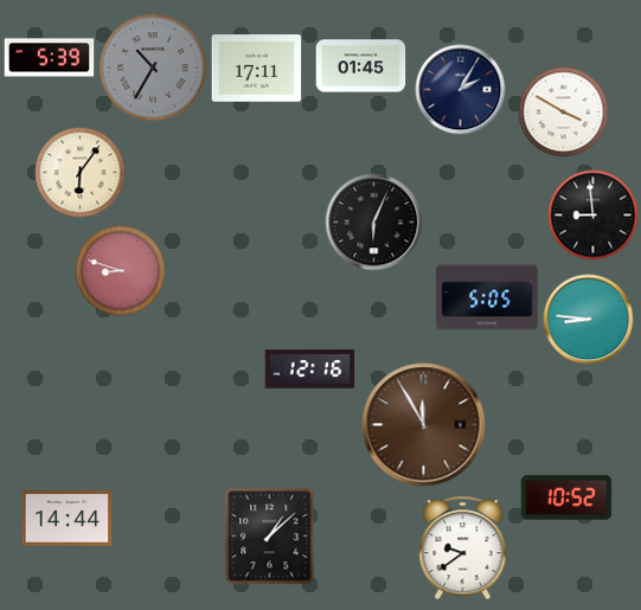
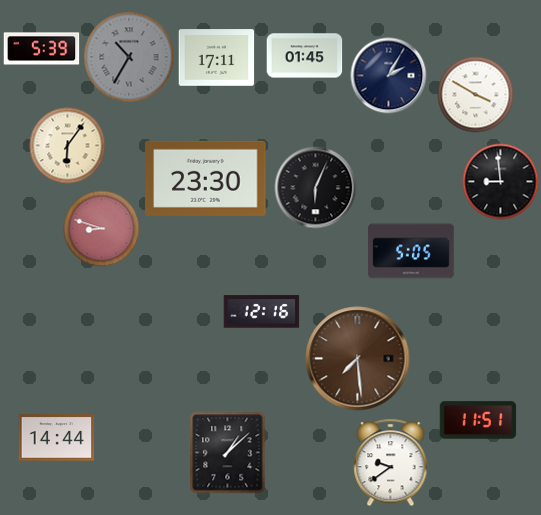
clock at (206, 178): none -> 23:30
clock at (589, 320): 8:46 -> none
clock at (424, 425): 11:55 -> 7:29
clock at (566, 497): 10:52 -> 11:51
